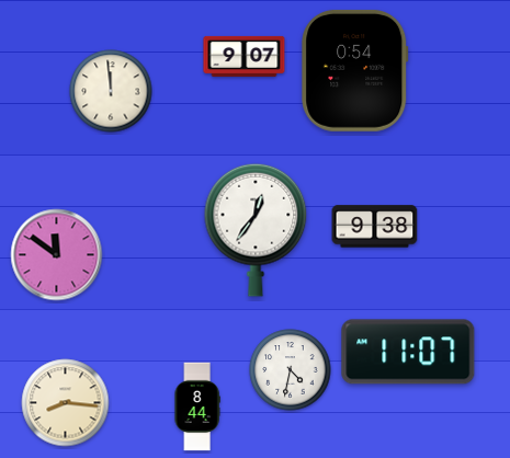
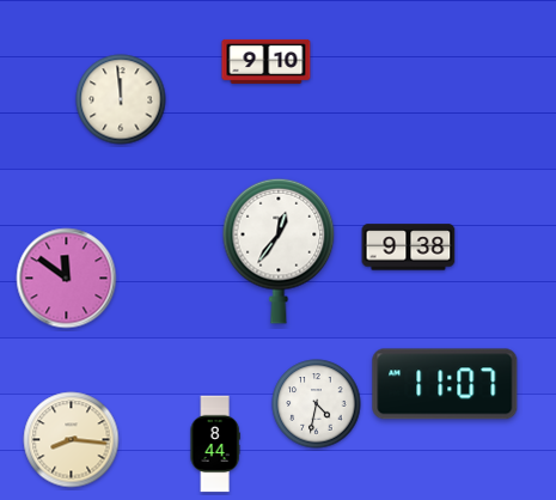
clock at (245, 56): 9:07 -> 9:10
clock at (355, 70): 0:54 -> none
clock at (57, 255) position: (57, 255) -> (67, 279)
